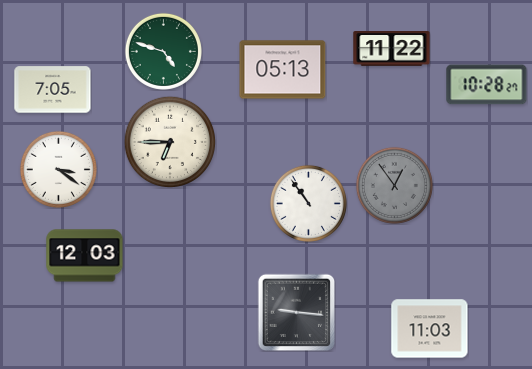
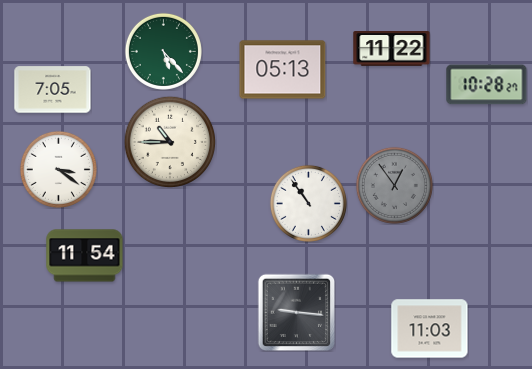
clock at (163, 51): 4:48 -> 5:23
clock at (170, 142): 6:45 -> 10:45
clock at (85, 256): 12:03 -> 11:54
